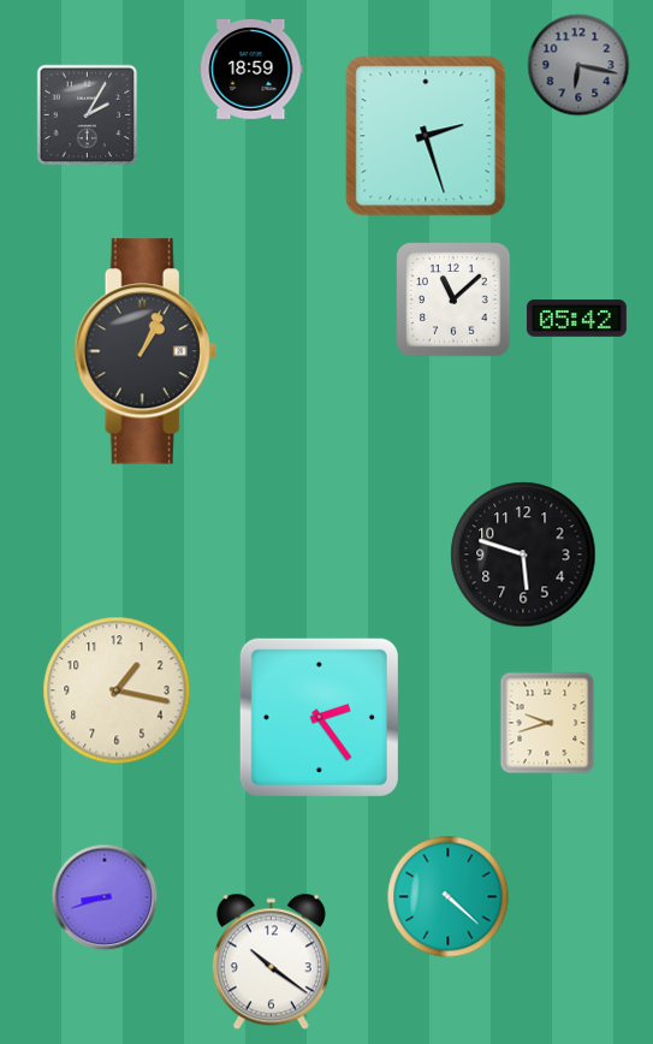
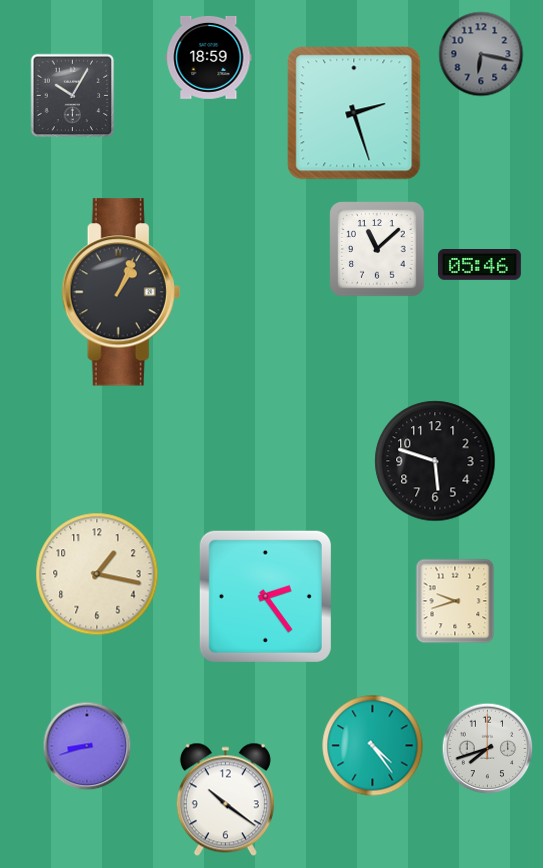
clock at (88, 115): 2:05 -> 10:05
clock at (576, 319): 05:42 -> 05:46
clock at (449, 897): 4:22 -> 4:24
clock at (488, 749): none -> 7:42
